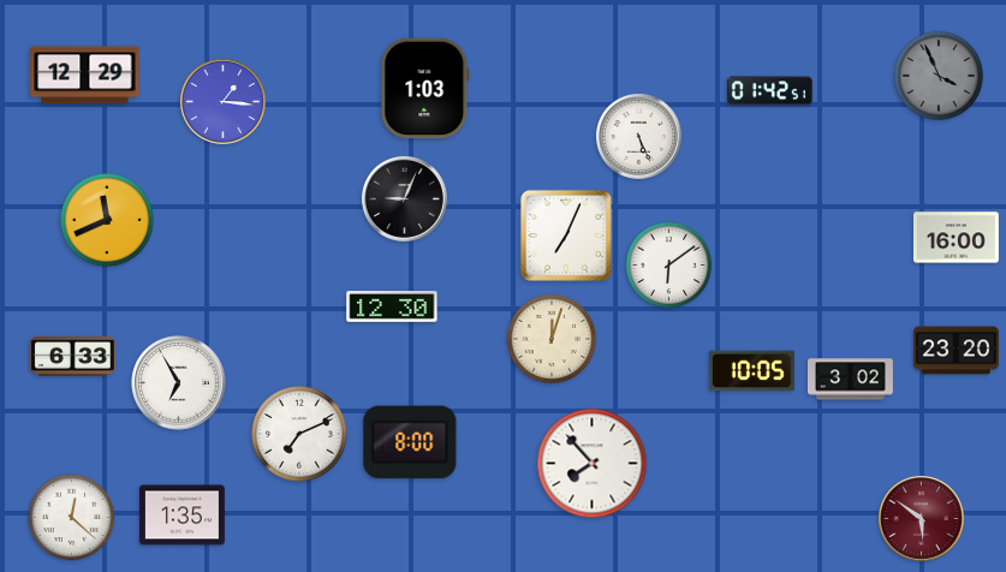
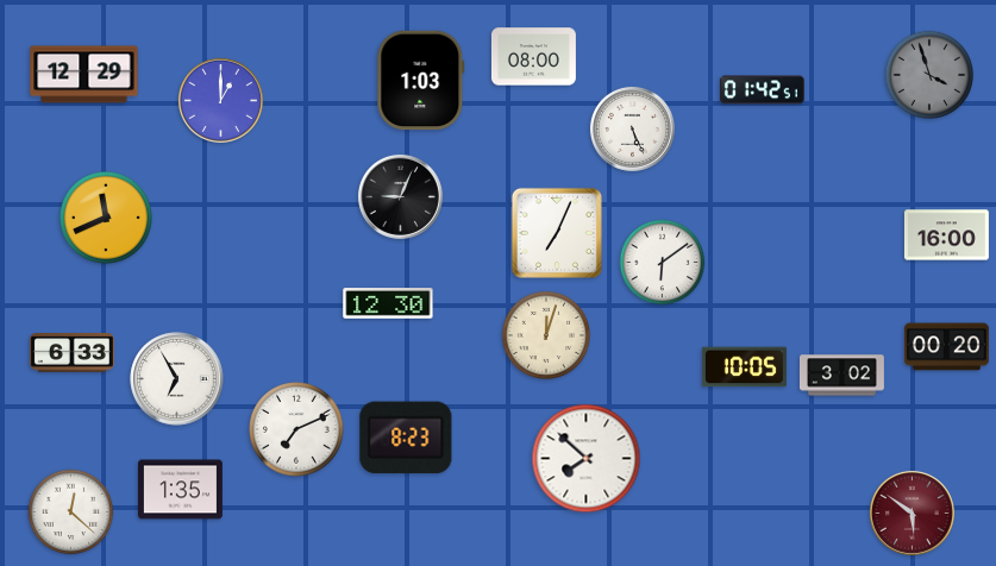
clock at (533, 57): none -> 08:00
clock at (937, 75): 3:56 -> 3:57
clock at (425, 89) position: (425, 89) -> (421, 81)
clock at (222, 101): 1:16 -> 1:00
clock at (638, 136) position: (638, 136) -> (632, 128)
clock at (566, 236) position: (566, 236) -> (557, 233)
clock at (956, 351): 23:20 -> 00:20
clock at (410, 442): 8:00 -> 8:23
clock at (593, 464): 7:53 -> 7:52
clock at (181, 516) position: (181, 516) -> (180, 490)
